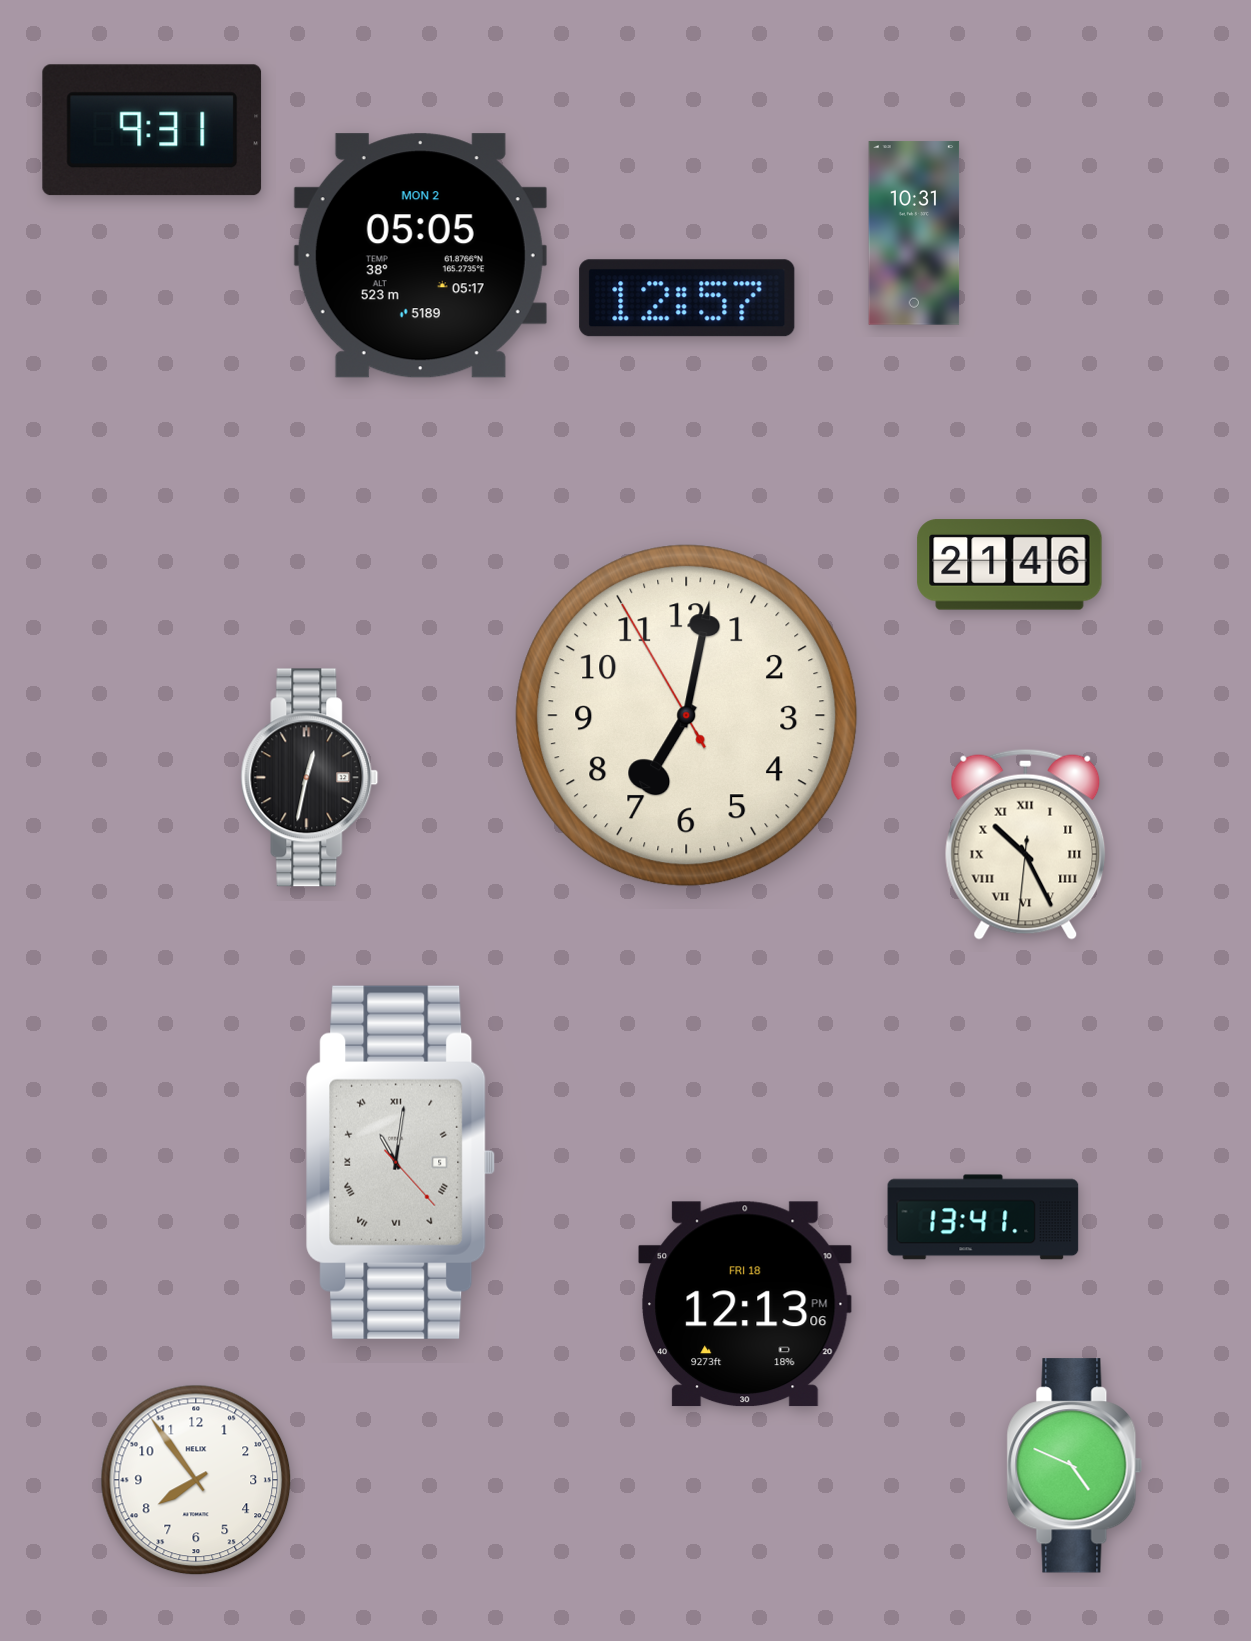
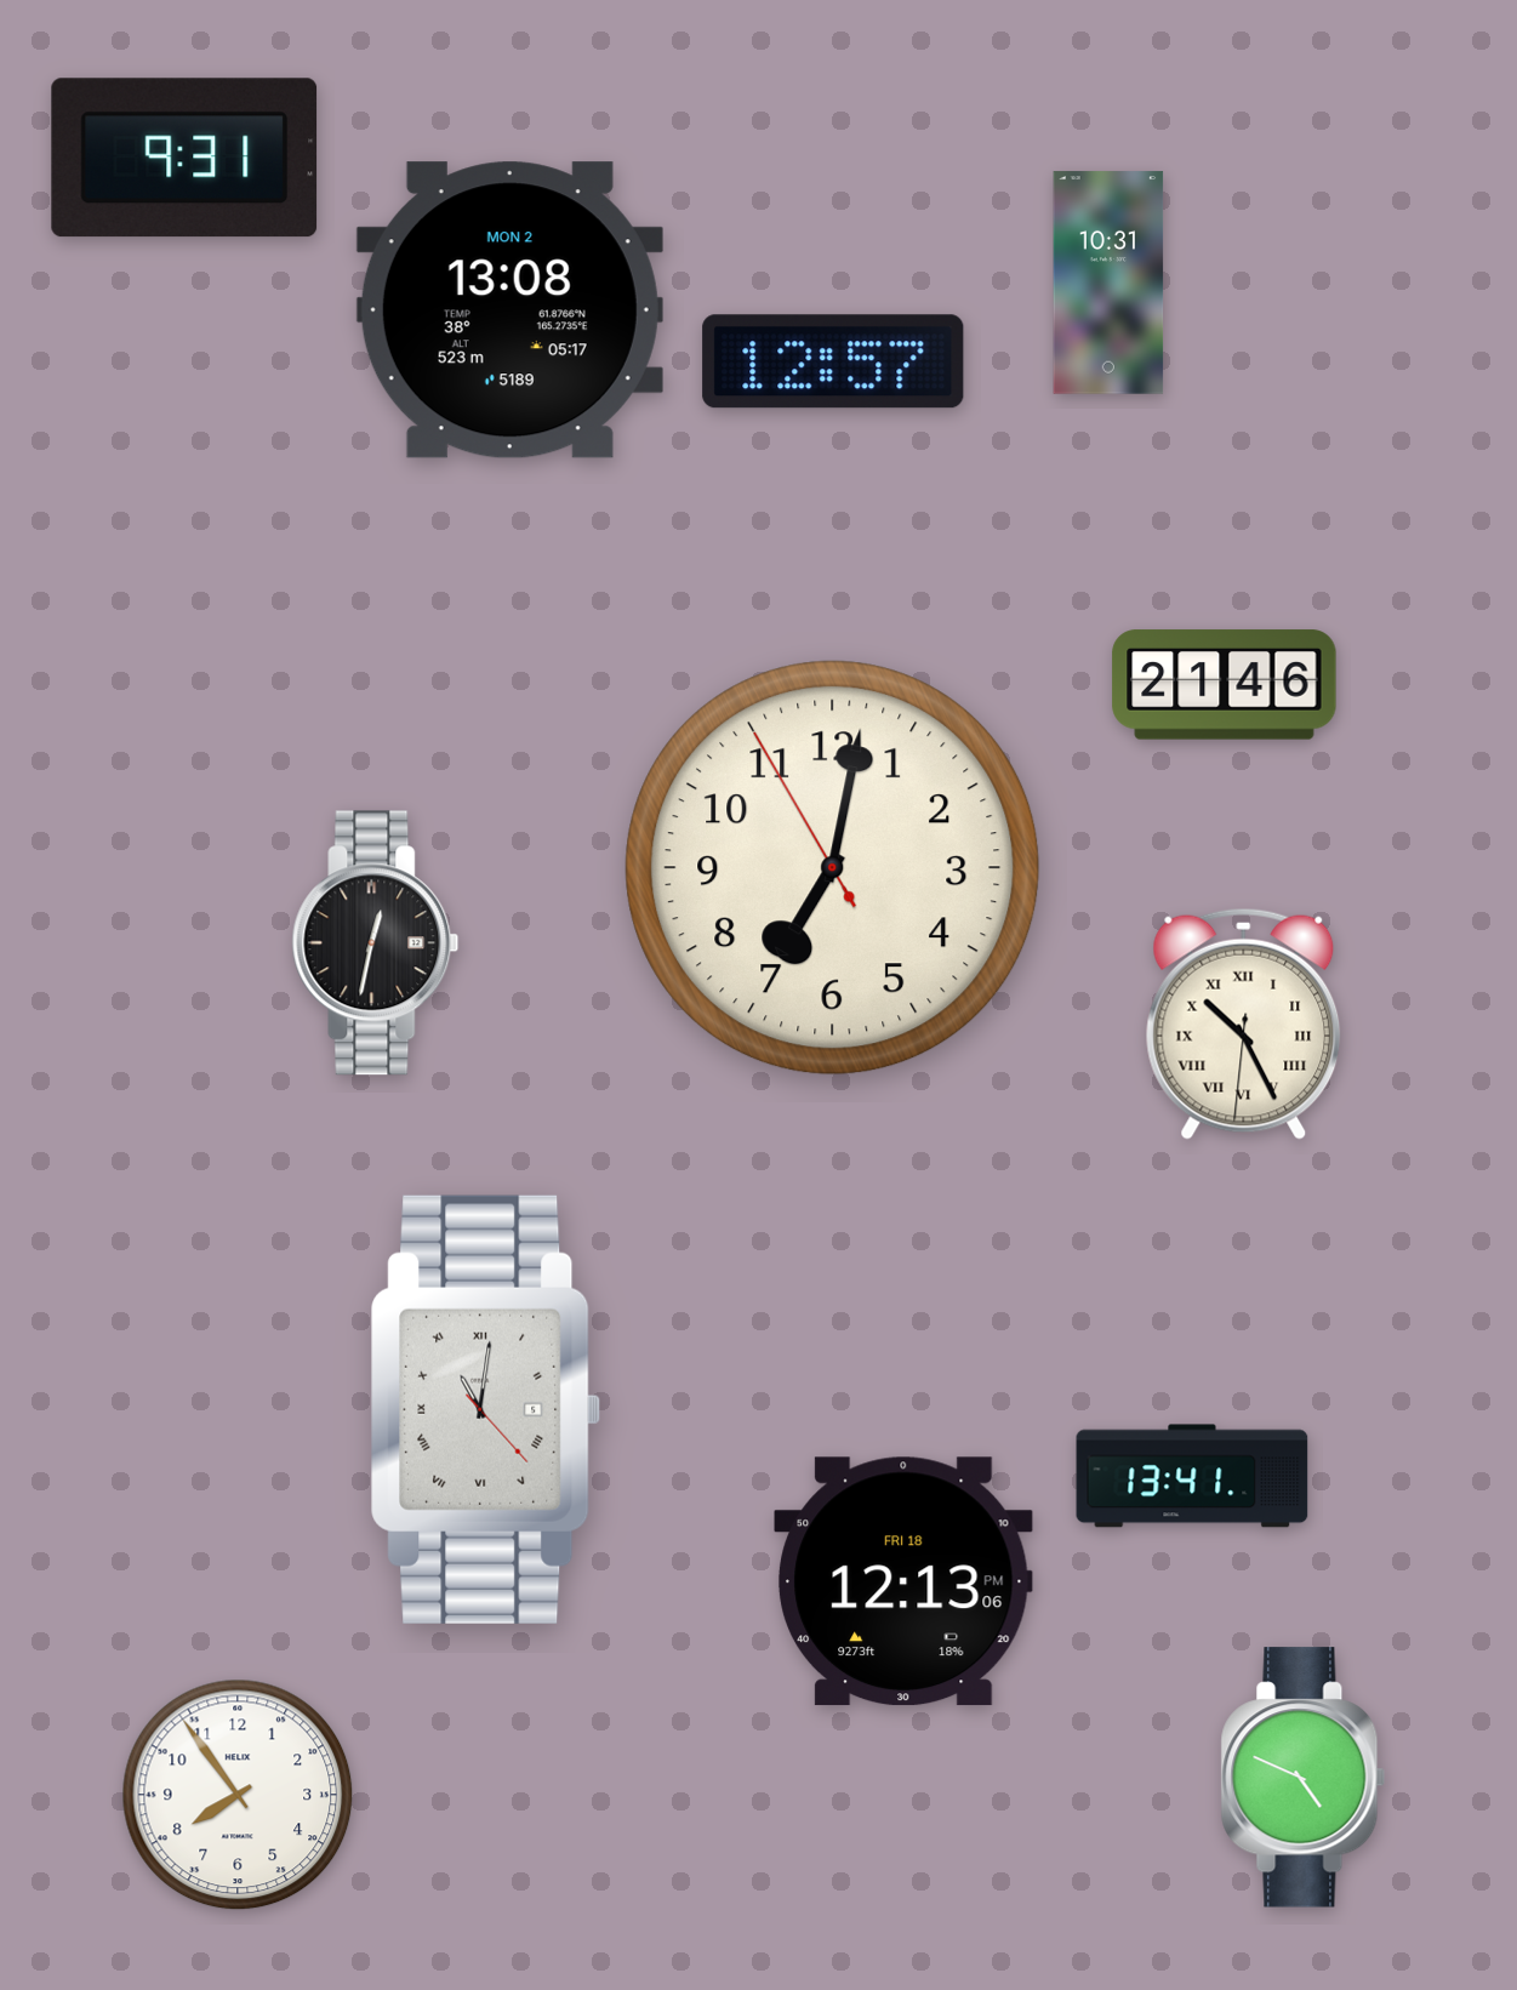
clock at (420, 256): 05:05 -> 13:08
